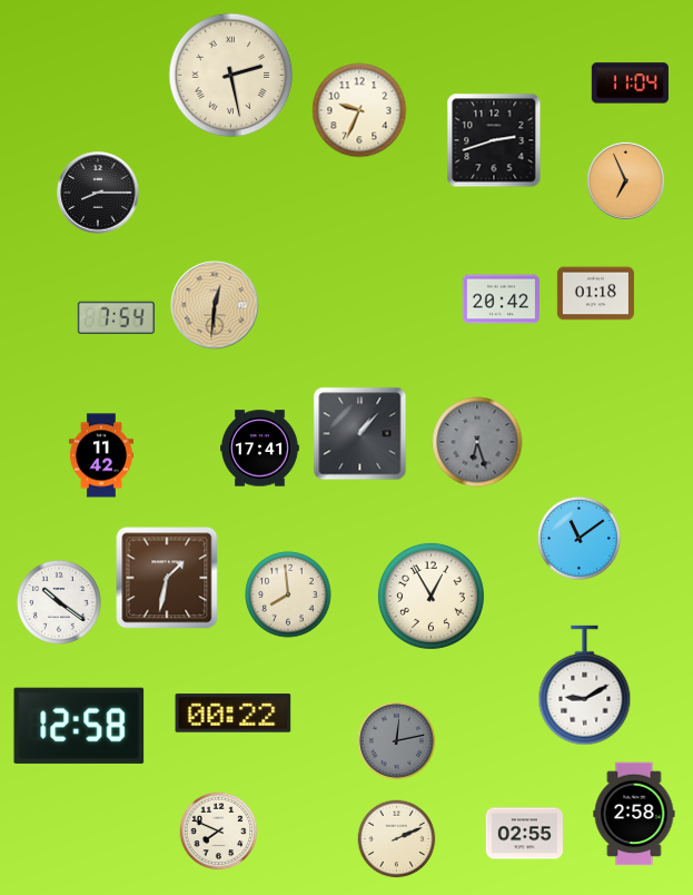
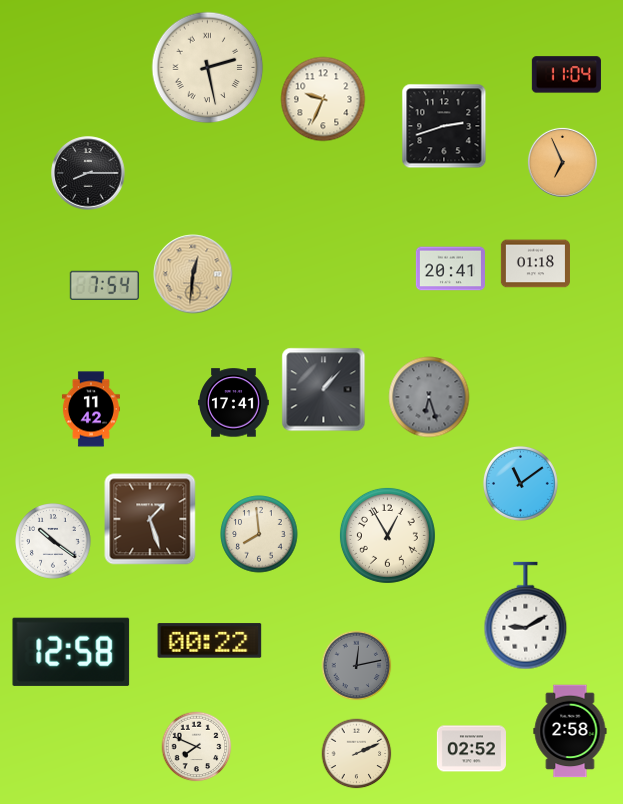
clock at (501, 299): 20:42 -> 20:41
clock at (167, 578): 1:32 -> 1:27
clock at (524, 834): 02:55 -> 02:52
